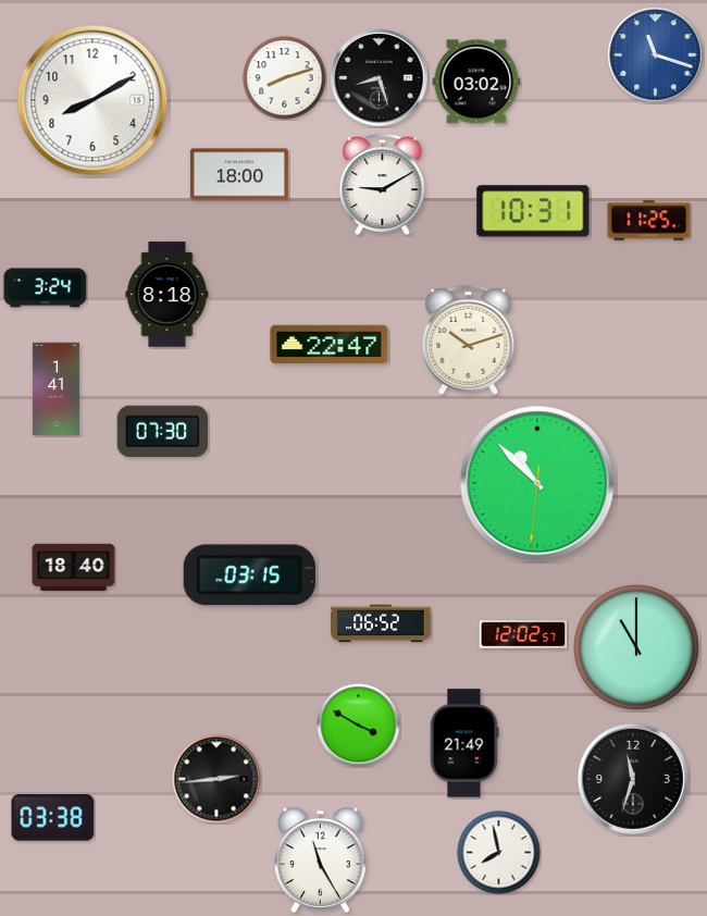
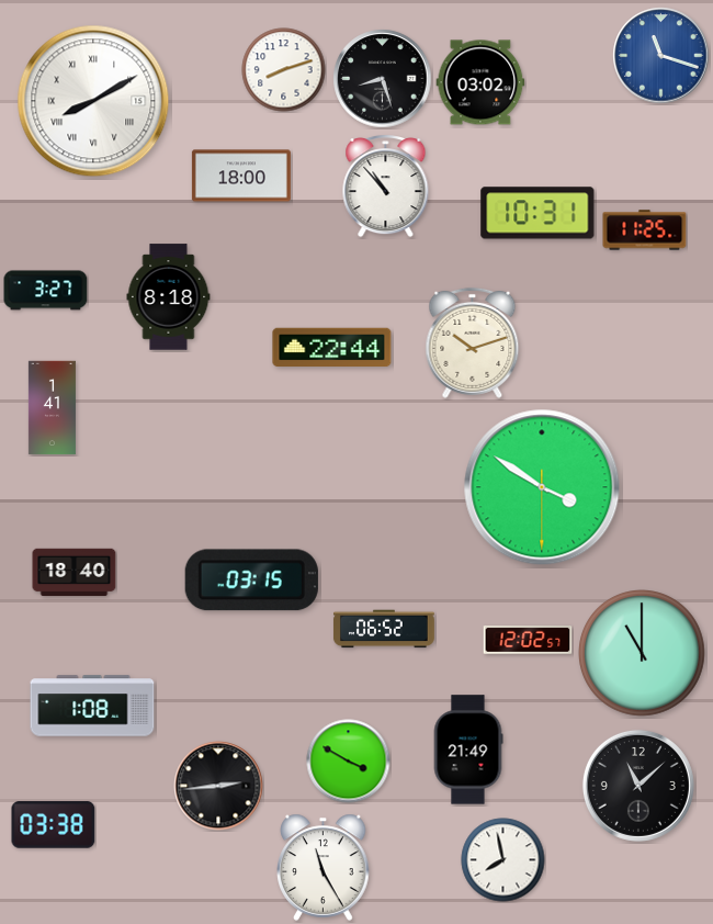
clock at (285, 78) position: (285, 78) -> (284, 70)
clock at (92, 100) numerals: Arabic -> Roman
clock at (383, 185): 9:10 -> 10:53
clock at (649, 221) position: (649, 221) -> (645, 230)
clock at (46, 288): 3:24 -> 3:27
clock at (330, 345): 22:47 -> 22:44
clock at (55, 389) position: (55, 389) -> (52, 408)
clock at (163, 431): 07:30 -> none
clock at (537, 483): 10:52 -> 3:50
clock at (92, 706): none -> 1:08
clock at (359, 726) position: (359, 726) -> (349, 762)
clock at (633, 779): 11:33 -> 11:08
